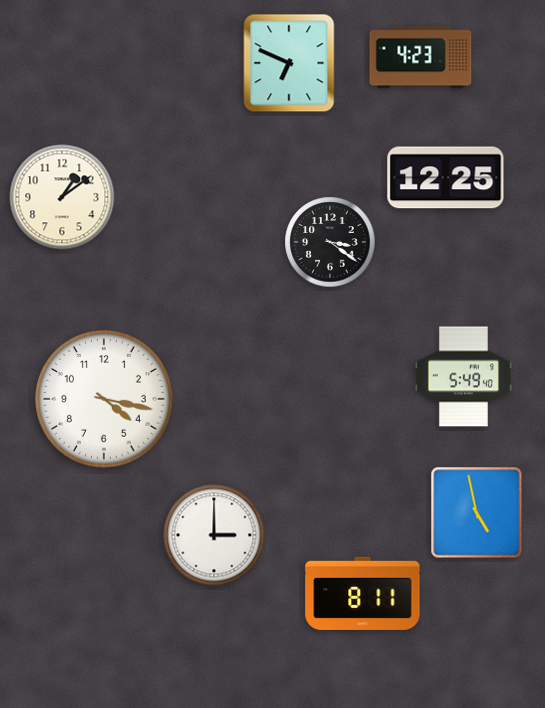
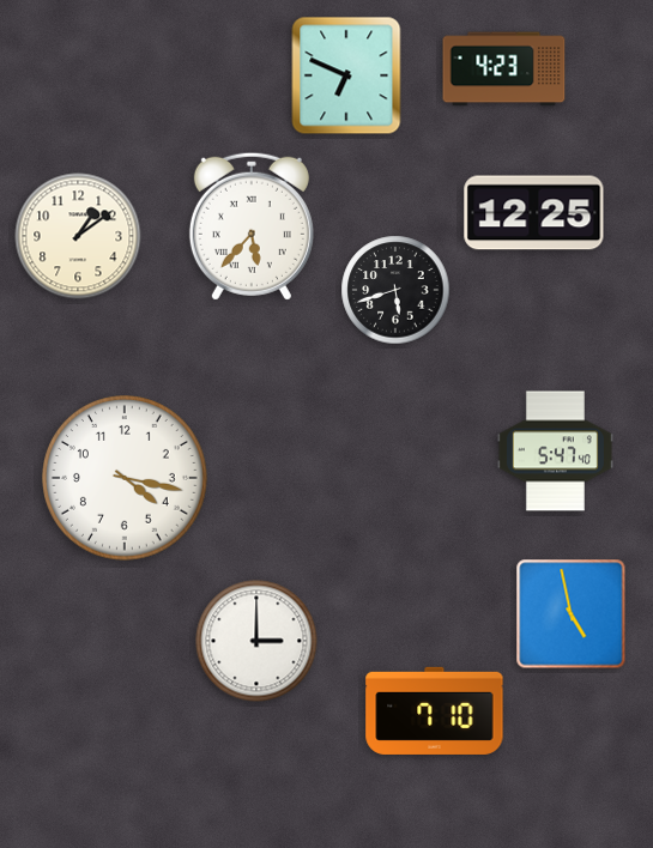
clock at (252, 226): none -> 5:37
clock at (62, 197) position: (62, 197) -> (78, 236)
clock at (330, 242): 3:21 -> 5:42
clock at (463, 377): 5:49 -> 5:47
clock at (363, 593): 8:11 -> 7:10
